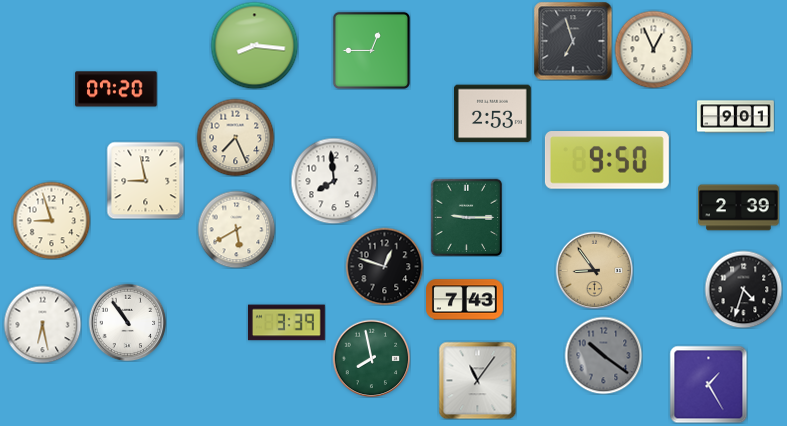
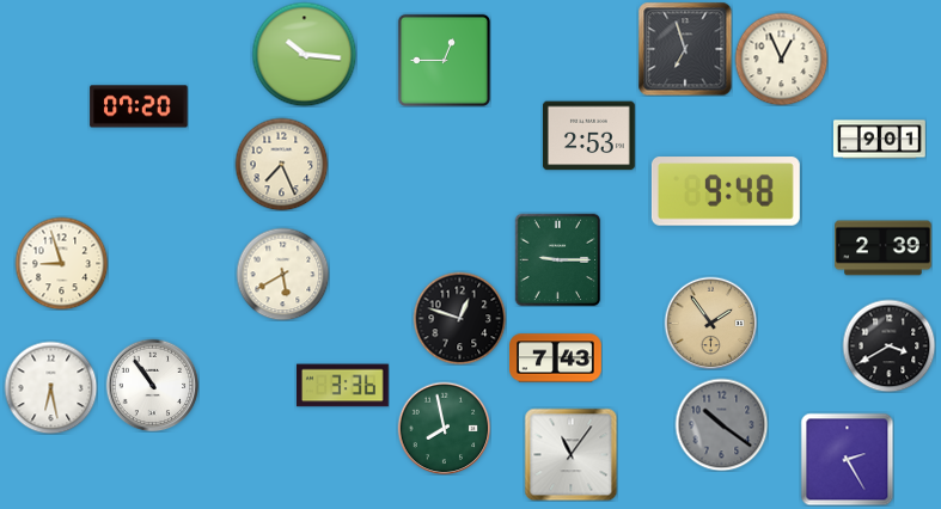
clock at (254, 45): 8:16 -> 10:16
clock at (607, 160): 9:50 -> 9:48
clock at (145, 180): 8:58 -> none
clock at (334, 181): 7:59 -> none
clock at (594, 270): 8:54 -> 1:54
clock at (743, 289): 4:33 -> 3:40
clock at (286, 323): 3:39 -> 3:36
clock at (708, 384): 1:25 -> 2:25
